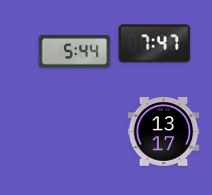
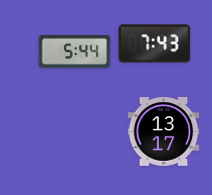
clock at (155, 44): 7:47 -> 7:43
